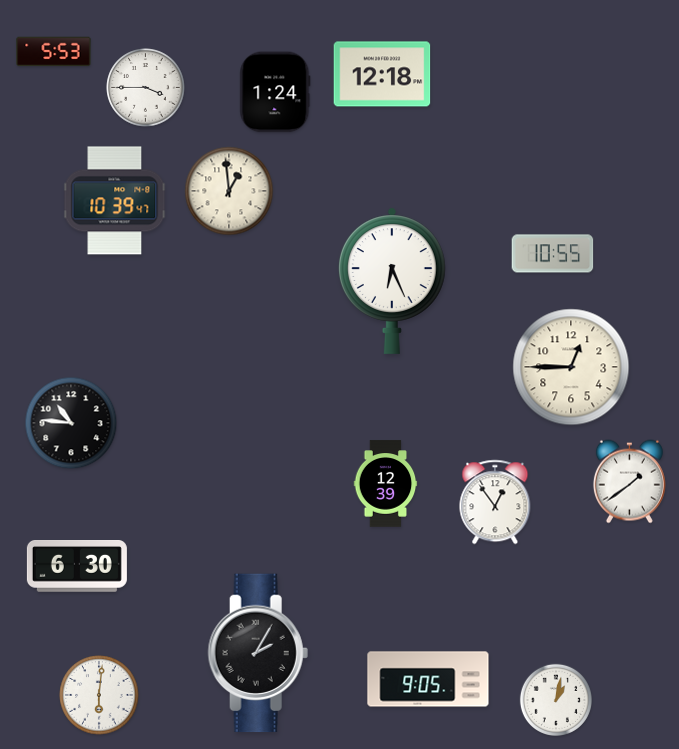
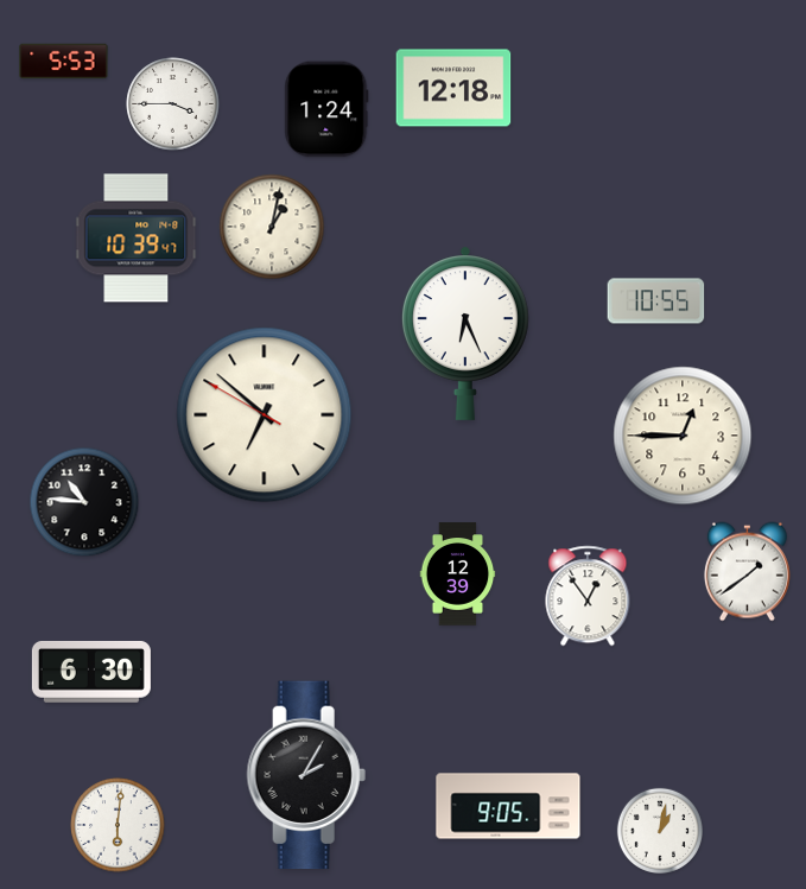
clock at (229, 191): 12:59 -> 1:02
clock at (265, 415): none -> 6:51
clock at (571, 367) position: (571, 367) -> (683, 436)
